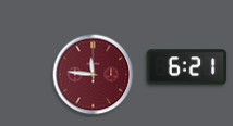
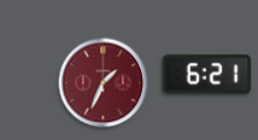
clock at (94, 75): 11:46 -> 1:34
